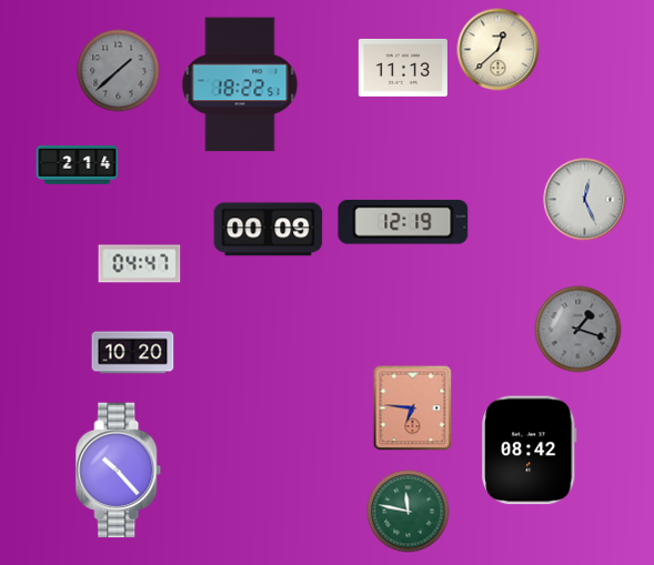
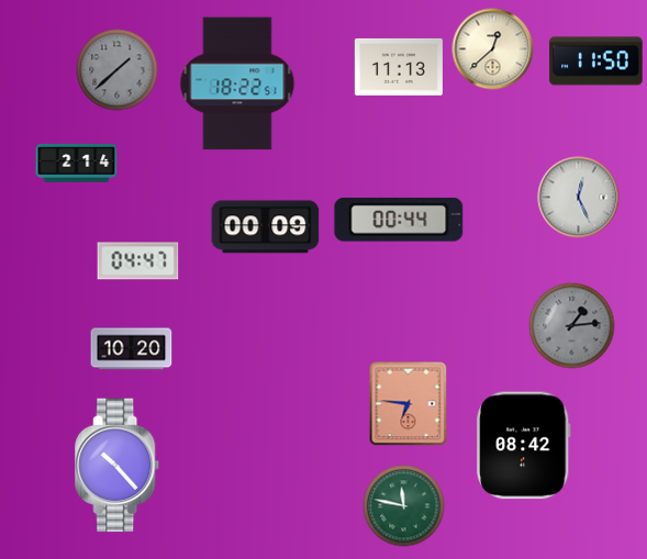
clock at (596, 62): none -> 11:50
clock at (403, 222): 12:19 -> 00:44
clock at (578, 330): 1:18 -> 1:14
